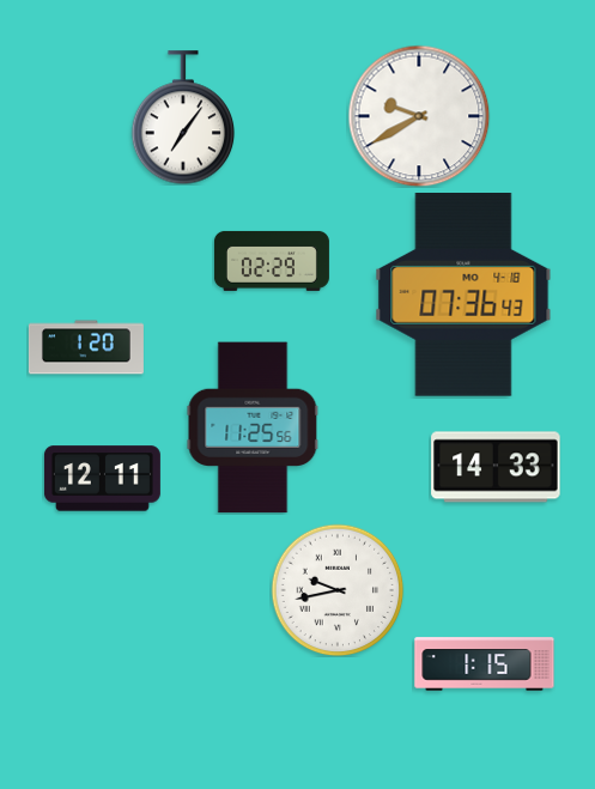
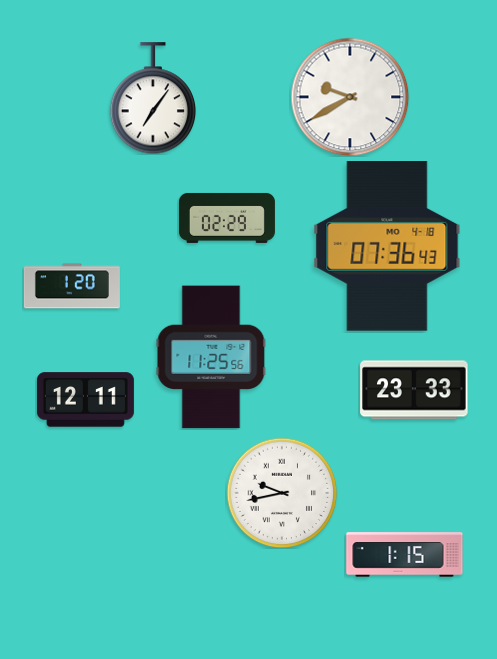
clock at (86, 347) position: (86, 347) -> (72, 286)
clock at (496, 467): 14:33 -> 23:33
